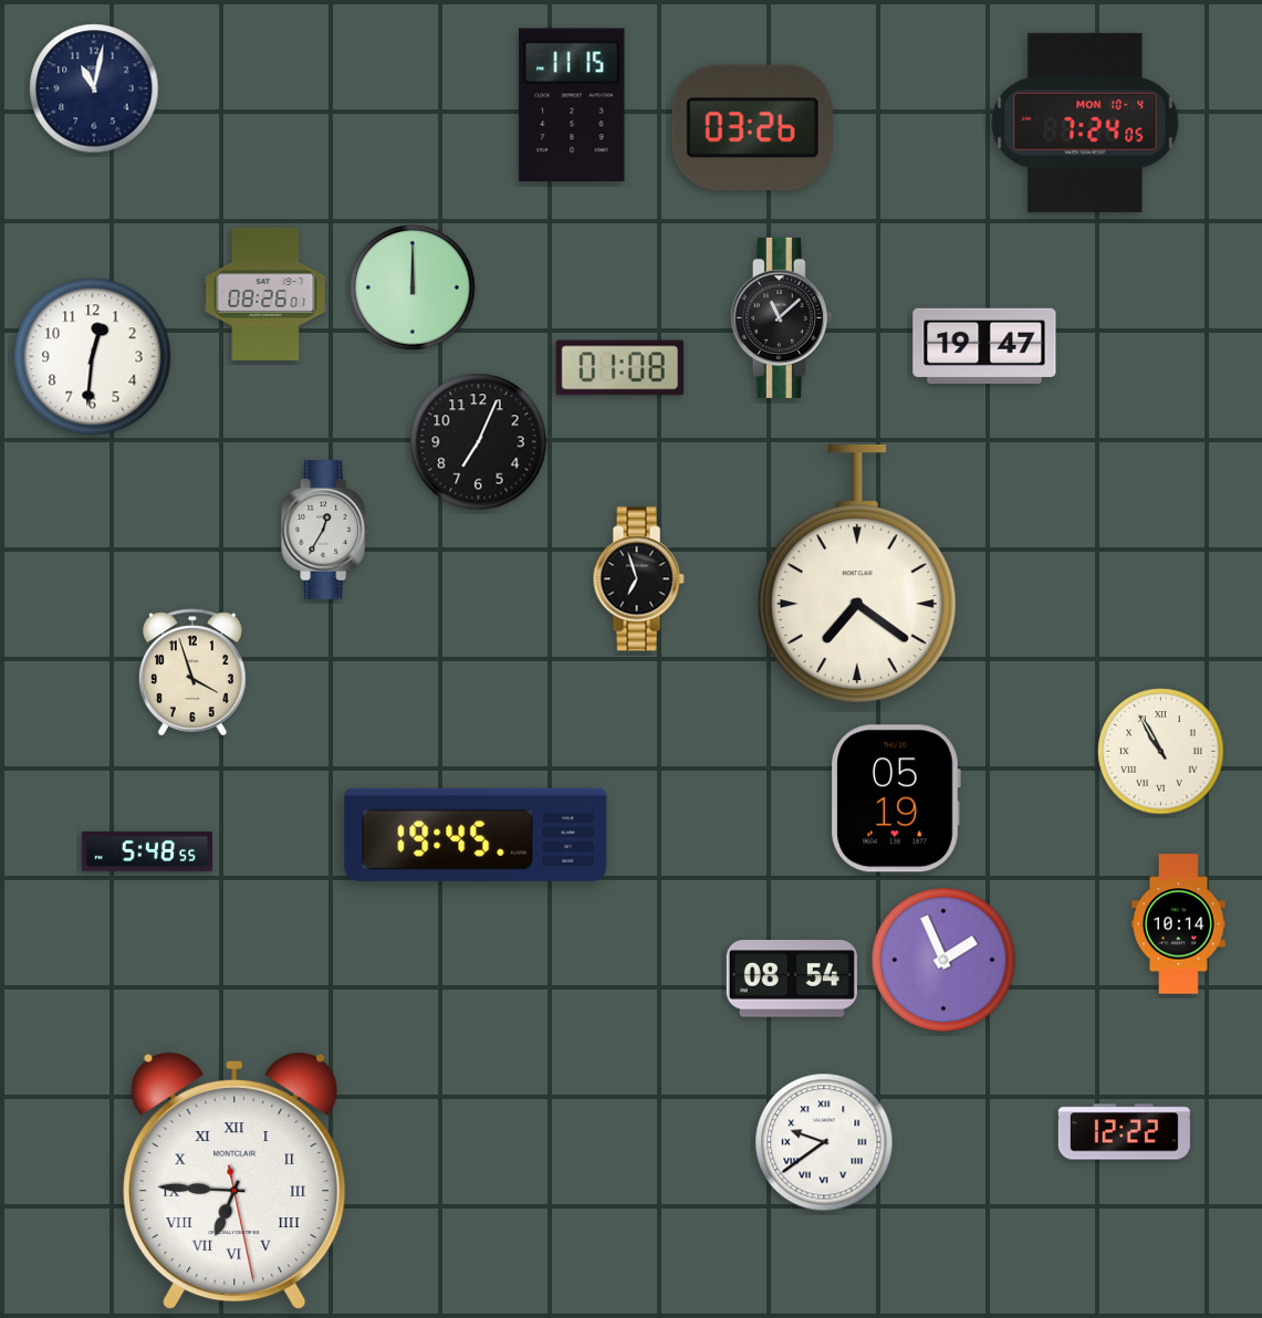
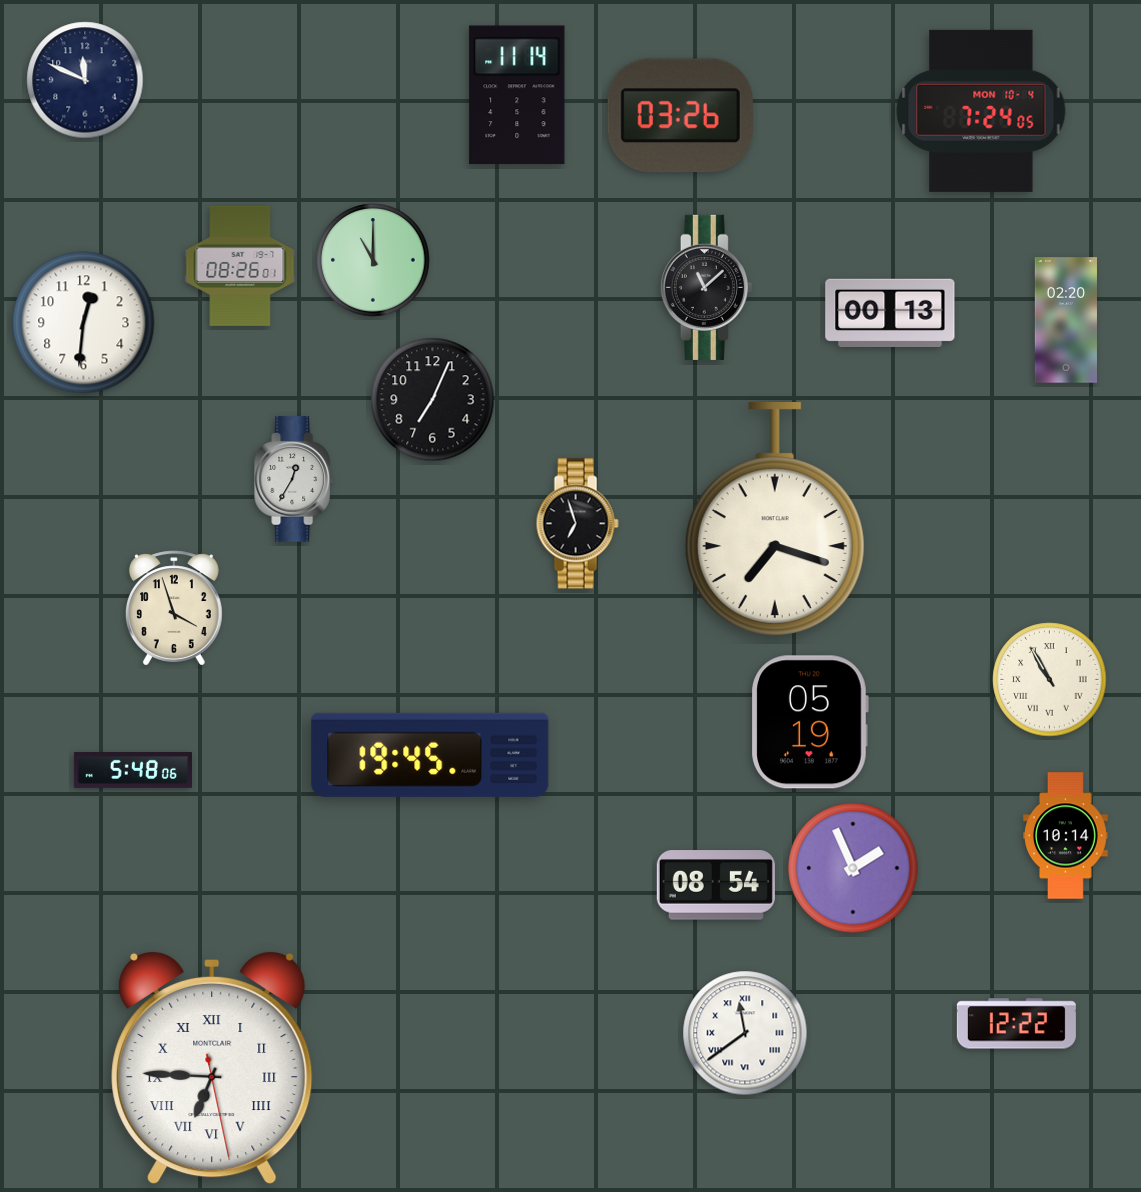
clock at (94, 88): 11:02 -> 11:49
clock at (572, 105): 11:15 -> 11:14
clock at (413, 287): 12:00 -> 11:00
clock at (984, 345): 19:47 -> 00:13
clock at (1066, 320): none -> 02:20
clock at (620, 368): 01:08 -> none
clock at (857, 574): 7:21 -> 7:18
clock at (147, 851): 5:48:55 -> 5:48:06
clock at (824, 1142): 9:39 -> 11:39
